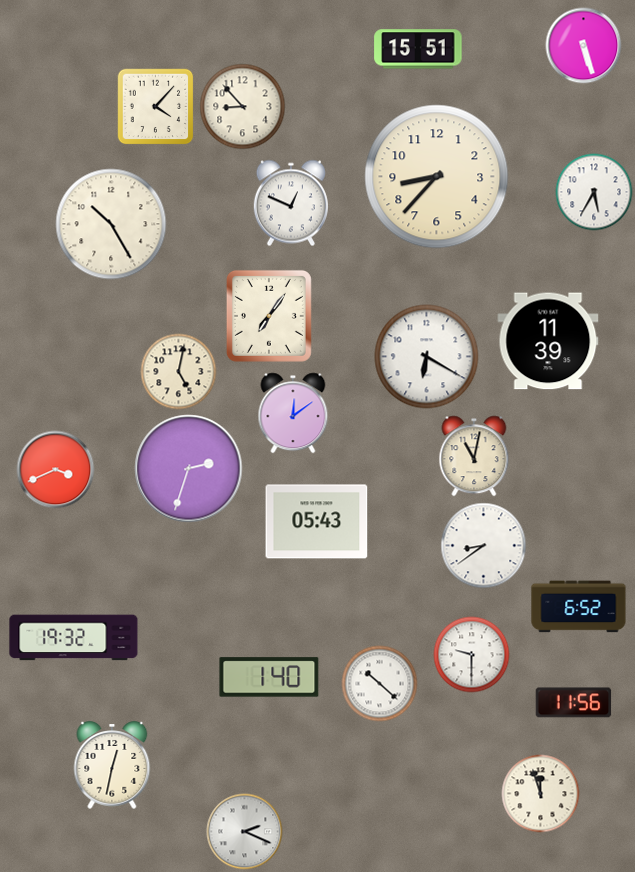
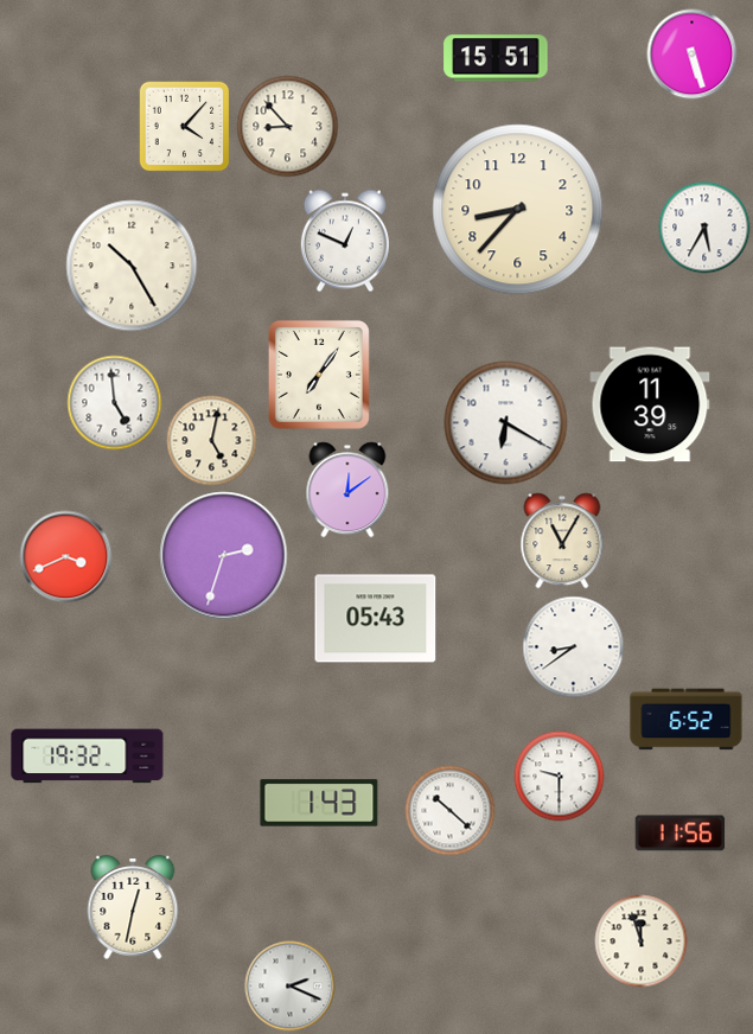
clock at (115, 403): none -> 4:59
clock at (474, 456): 11:02 -> 11:05
clock at (269, 677): 1:40 -> 1:43
